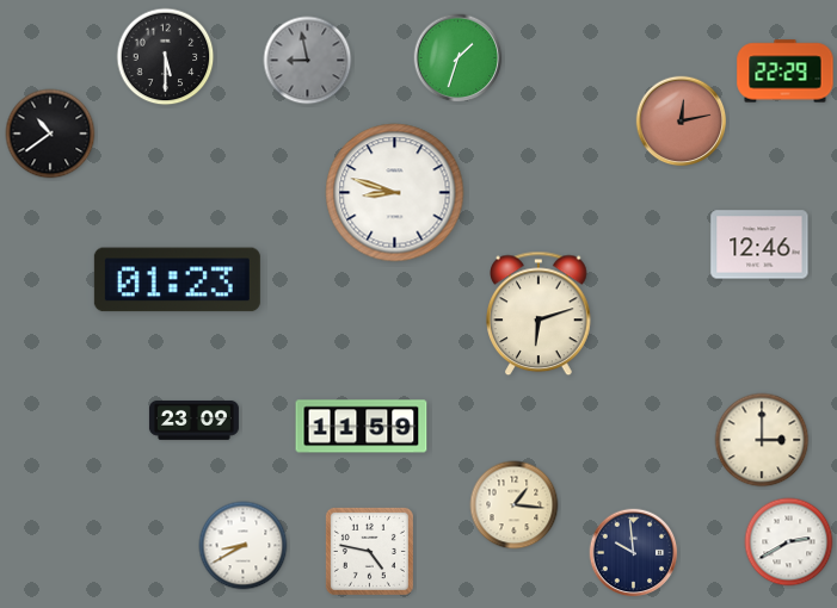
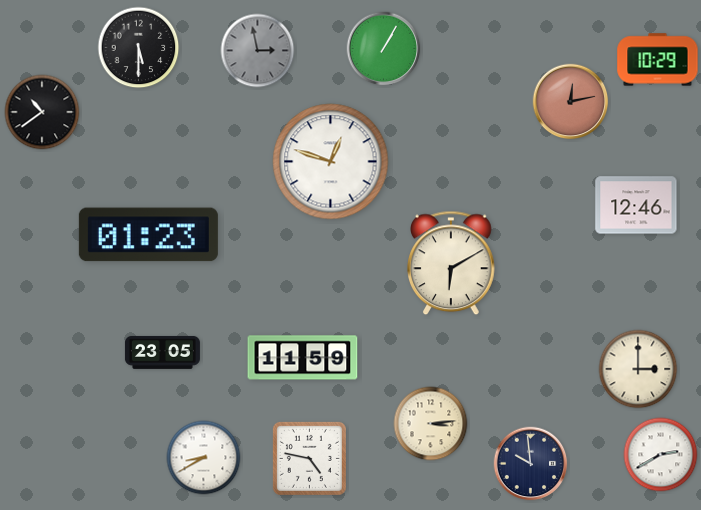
clock at (458, 58): 1:33 -> 1:05
clock at (308, 61): 8:58 -> 2:58
clock at (786, 72): 22:29 -> 10:29
clock at (395, 193): 8:48 -> 12:48
clock at (540, 314): 6:12 -> 6:10
clock at (193, 420): 23:09 -> 23:05
clock at (515, 505): 1:16 -> 3:14
clock at (369, 551) position: (369, 551) -> (309, 458)
